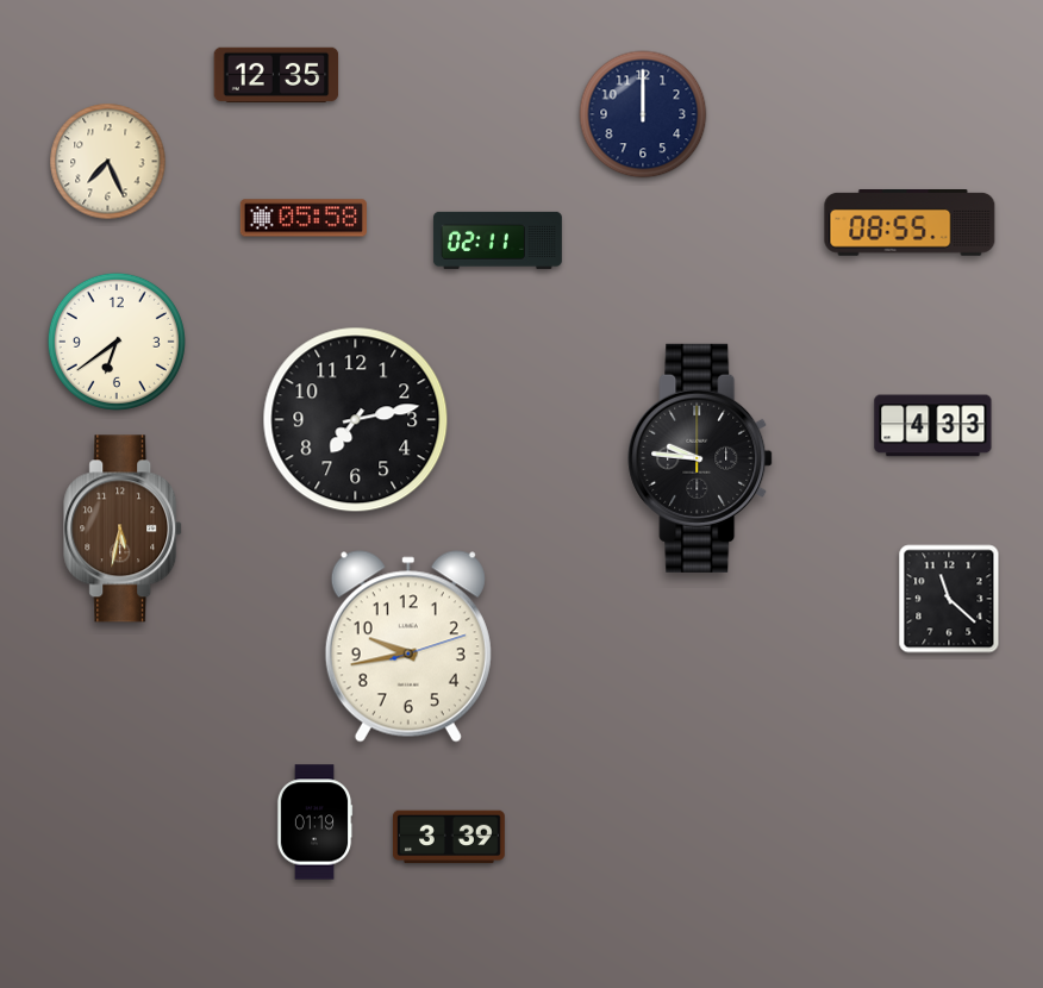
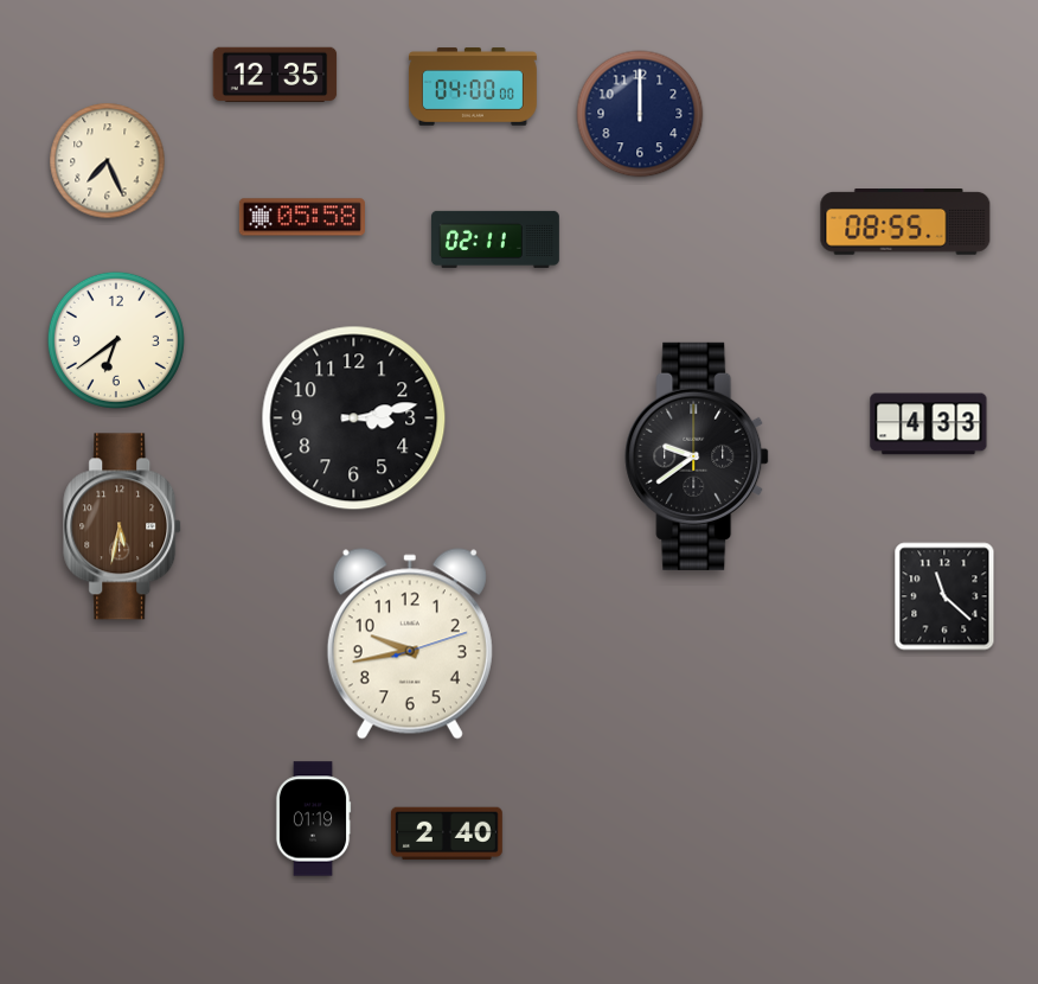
clock at (473, 87): none -> 04:00
clock at (356, 420): 7:13 -> 3:13
clock at (700, 458): 9:46 -> 9:39
clock at (408, 646) position: (408, 646) -> (410, 644)
clock at (449, 837): 3:39 -> 2:40
